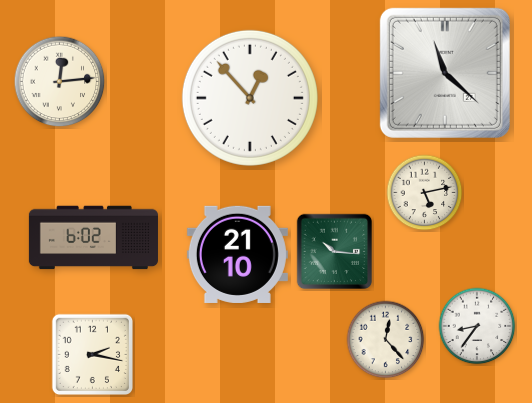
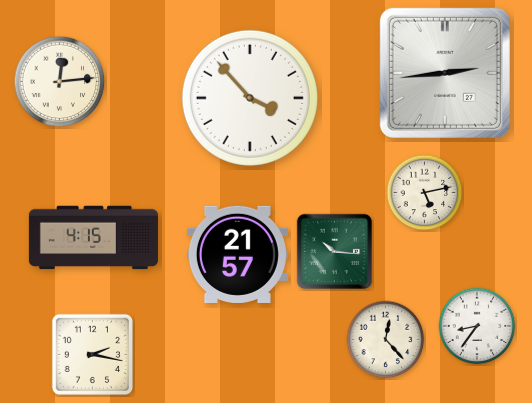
clock at (445, 73): 11:22 -> 2:44
clock at (250, 98): 12:53 -> 3:53
clock at (93, 238): 6:02 -> 4:15
clock at (237, 254): 21:10 -> 21:57
